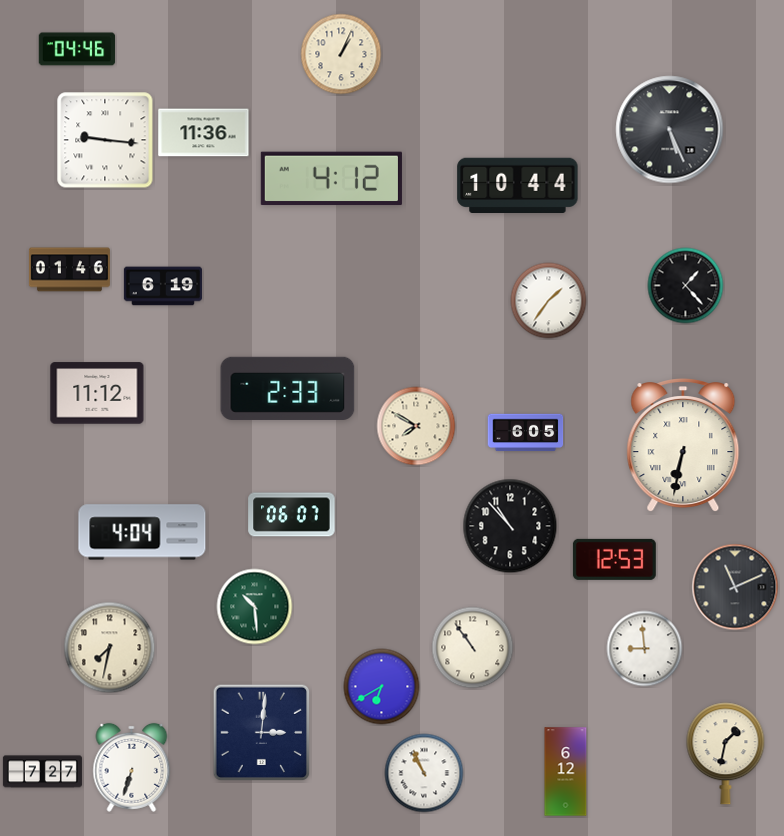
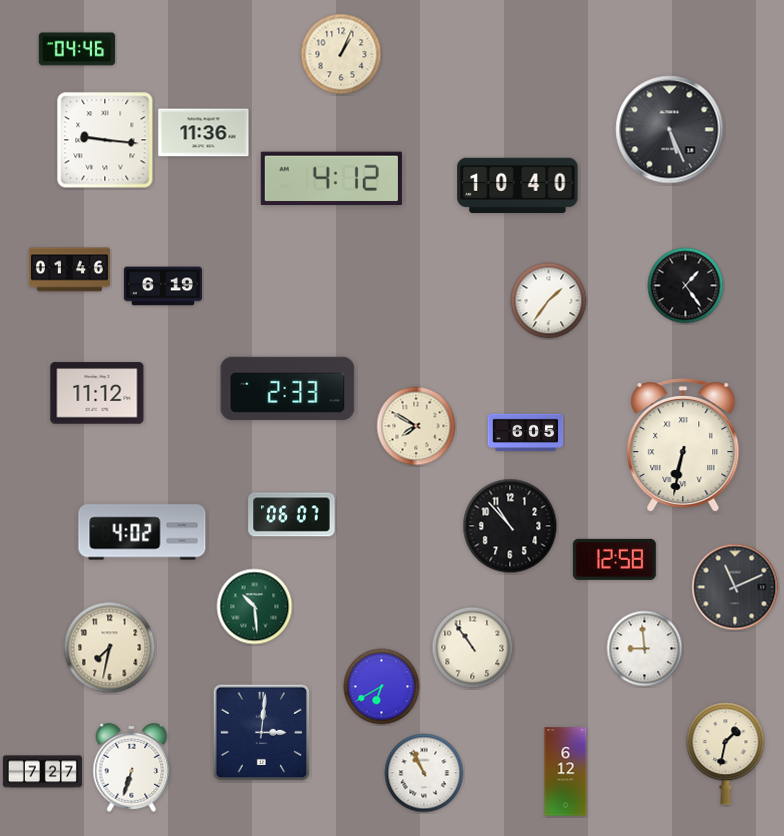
clock at (518, 185): 10:44 -> 10:40
clock at (686, 286): 1:23 -> 1:24
clock at (142, 532): 4:04 -> 4:02
clock at (614, 559): 12:53 -> 12:58
